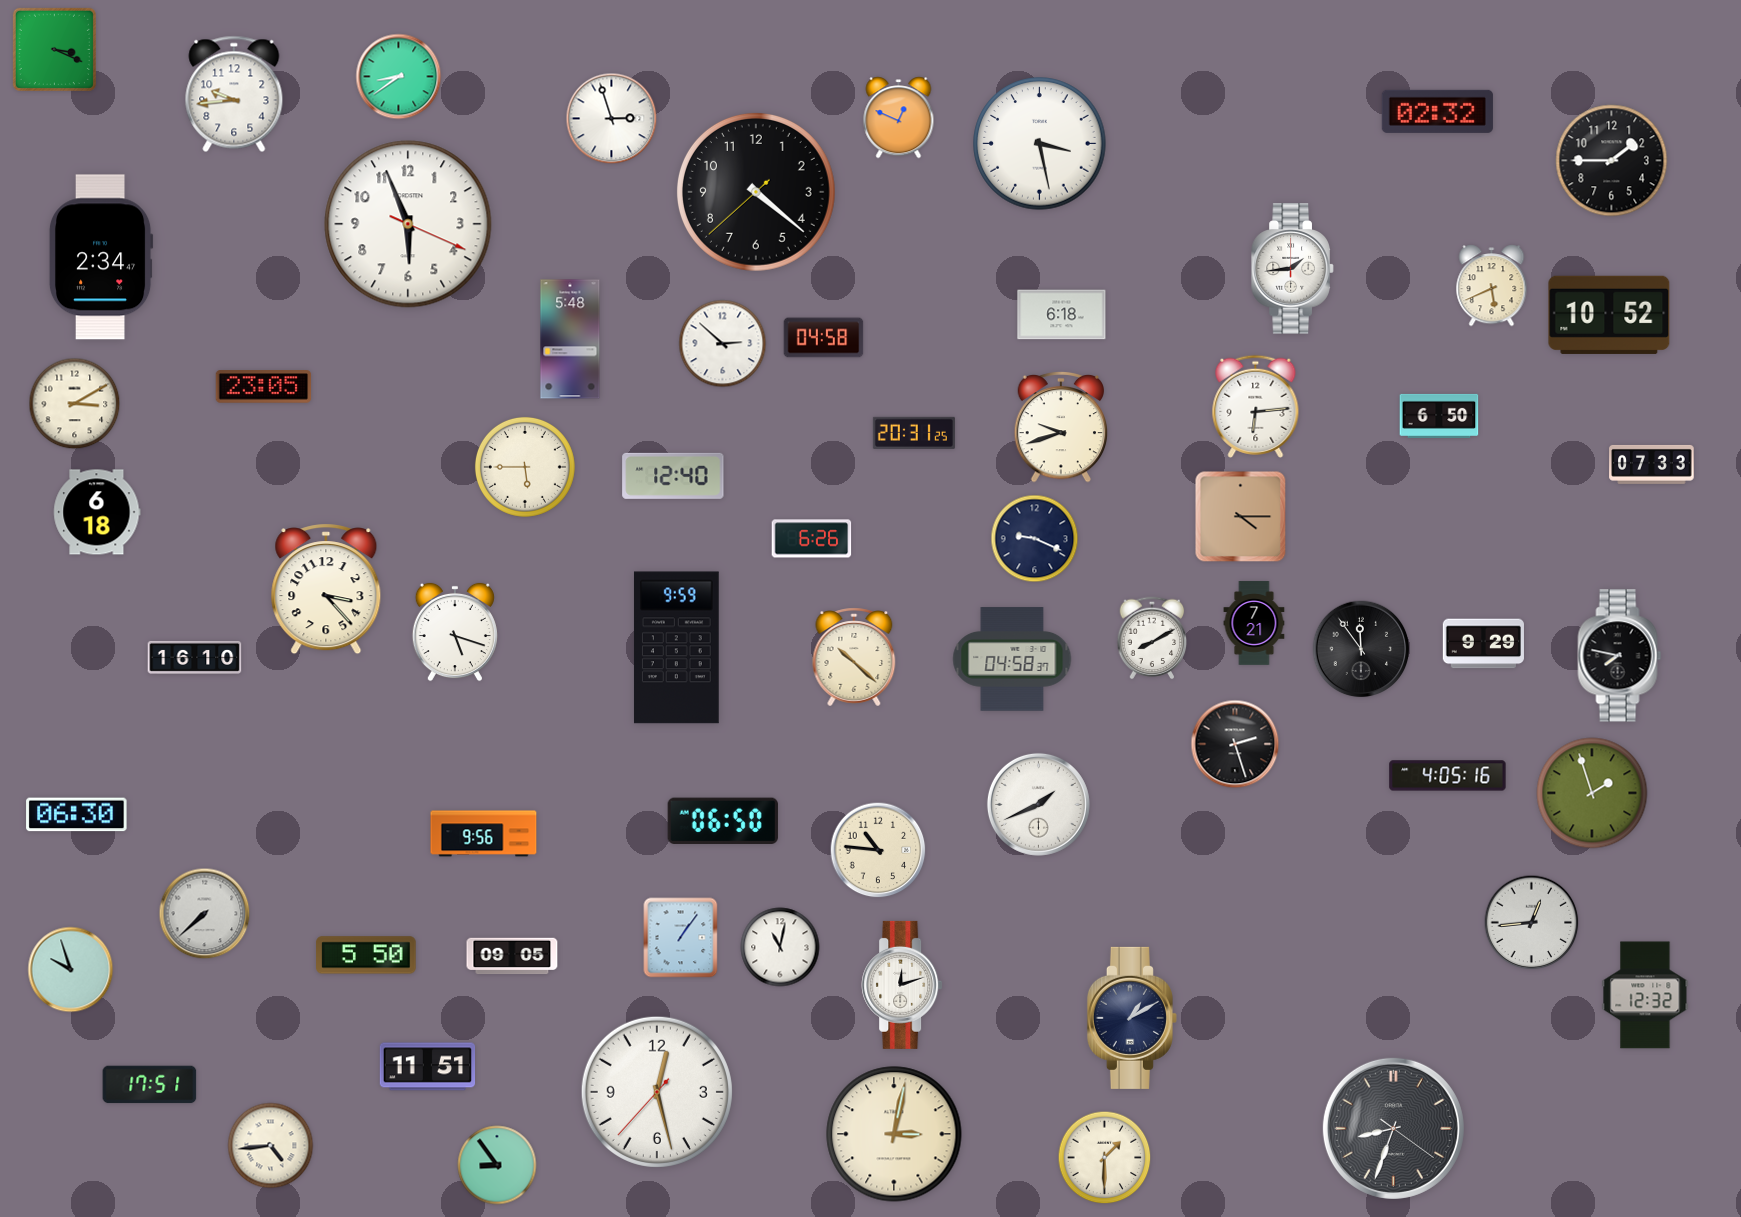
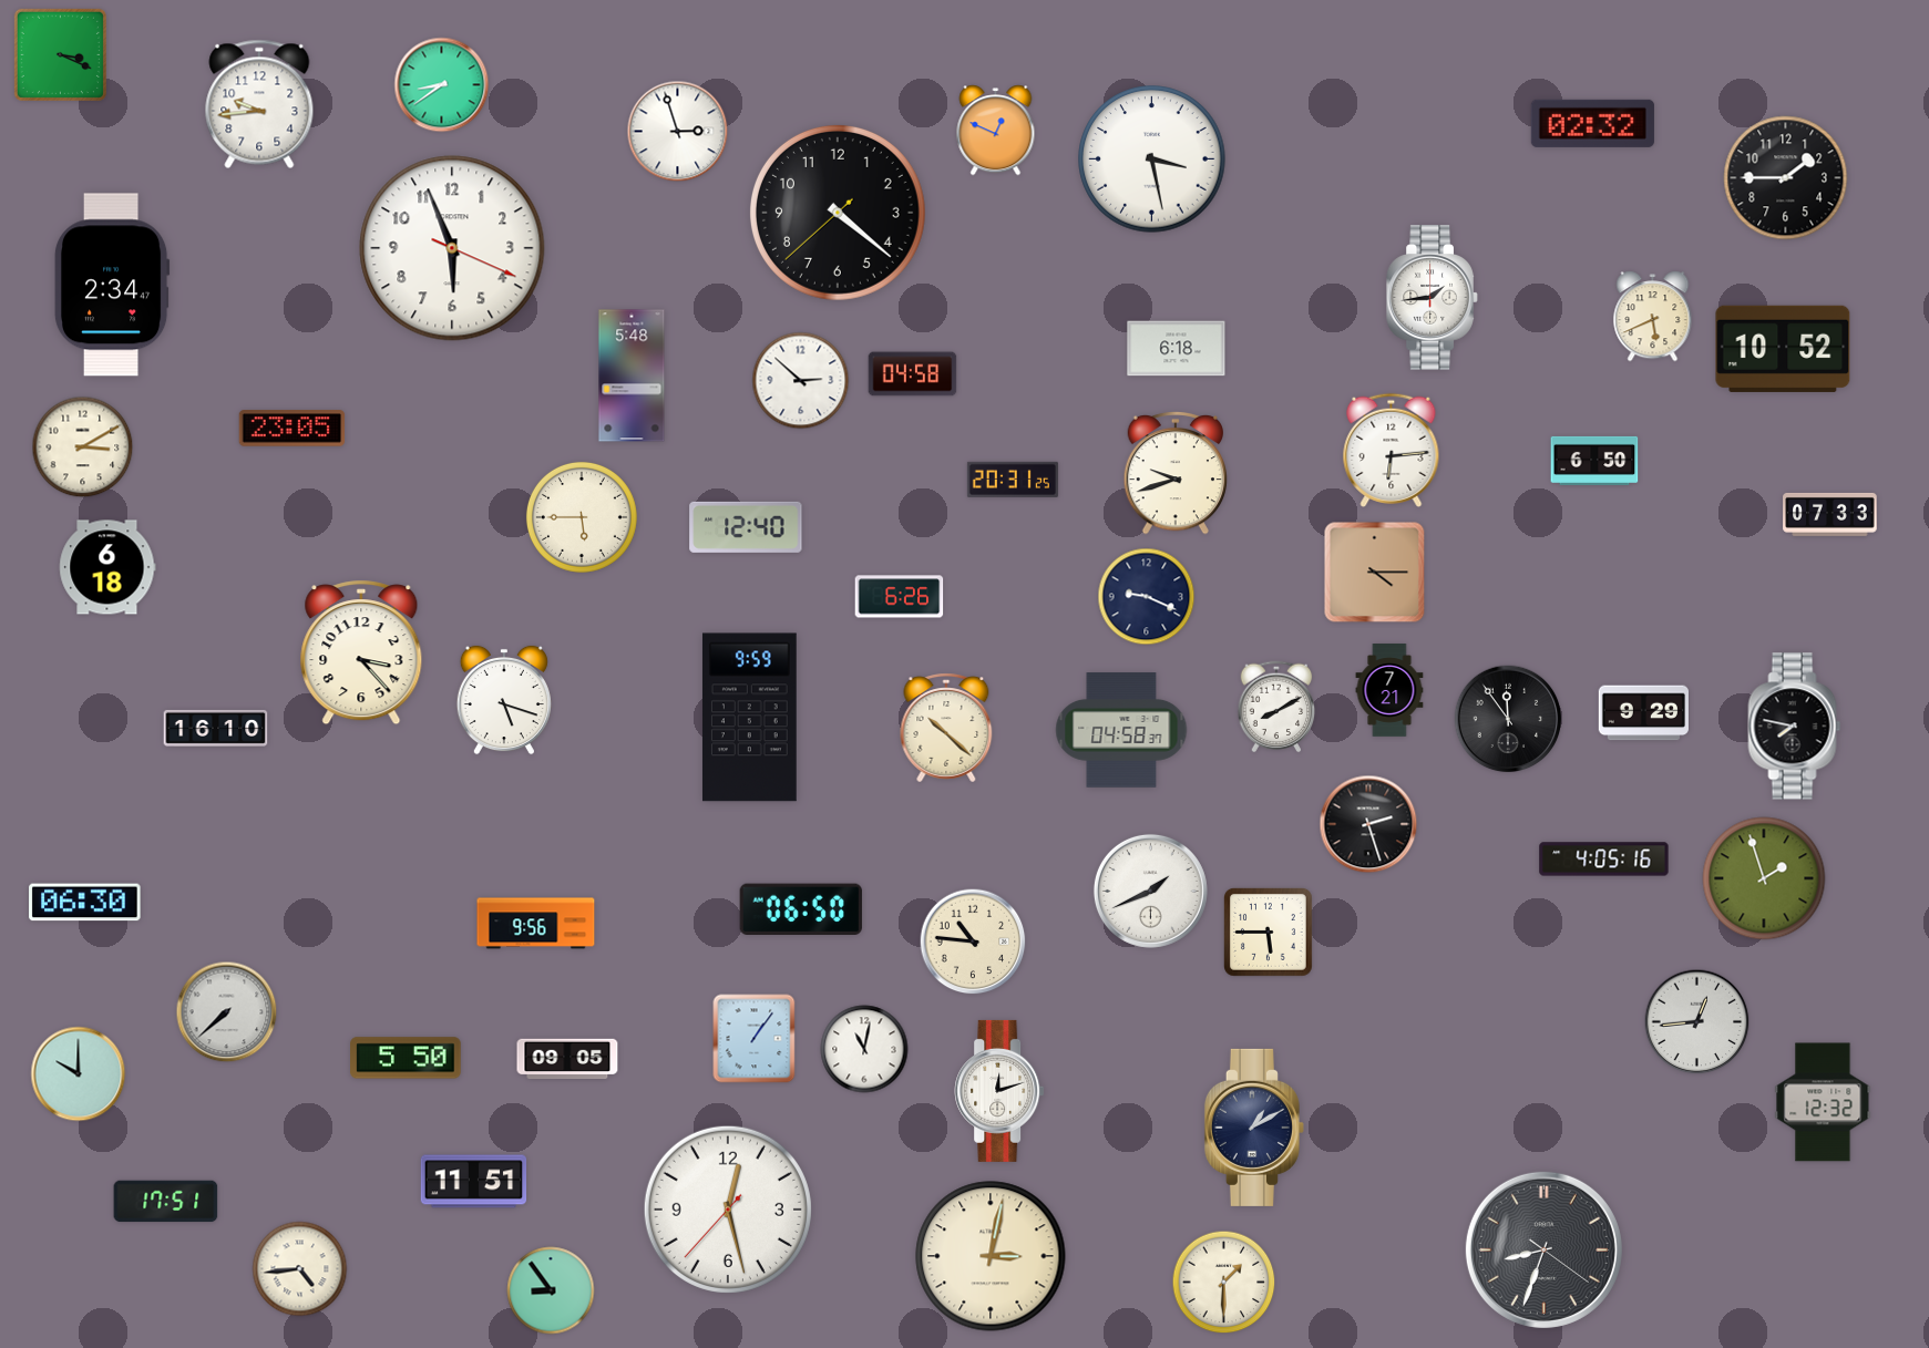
clock at (1269, 933): none -> 5:45
clock at (71, 970): 9:57 -> 10:00
